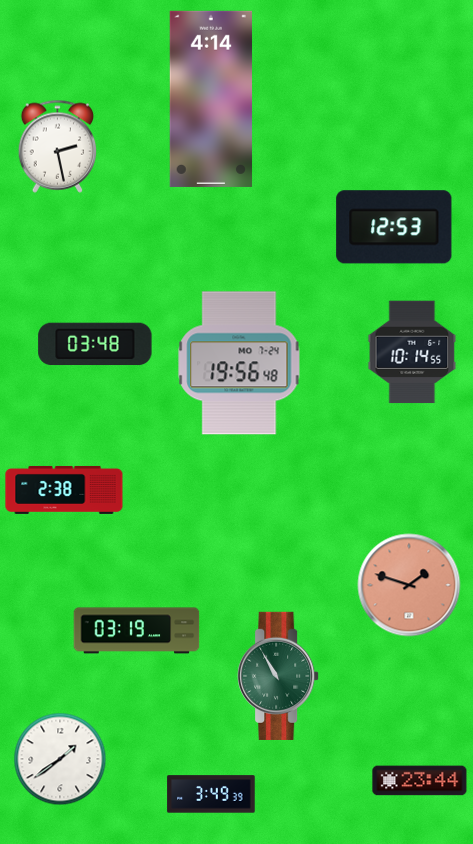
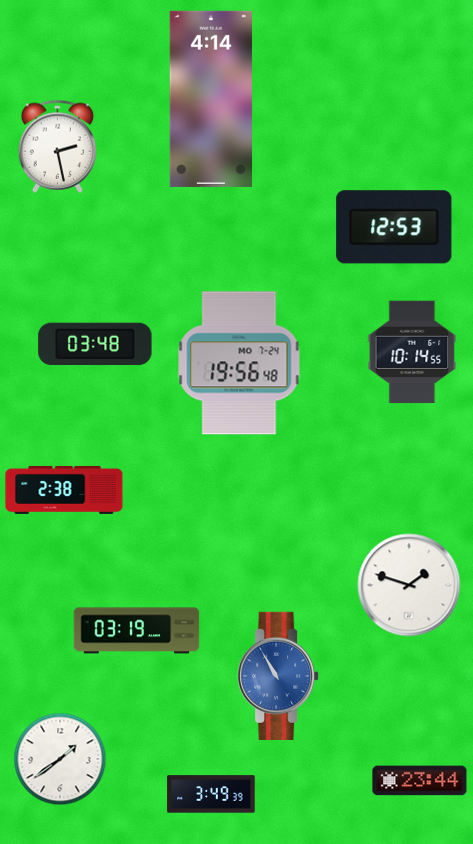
clock at (409, 585) dial: salmon -> white
clock at (278, 676) dial: green -> blue
